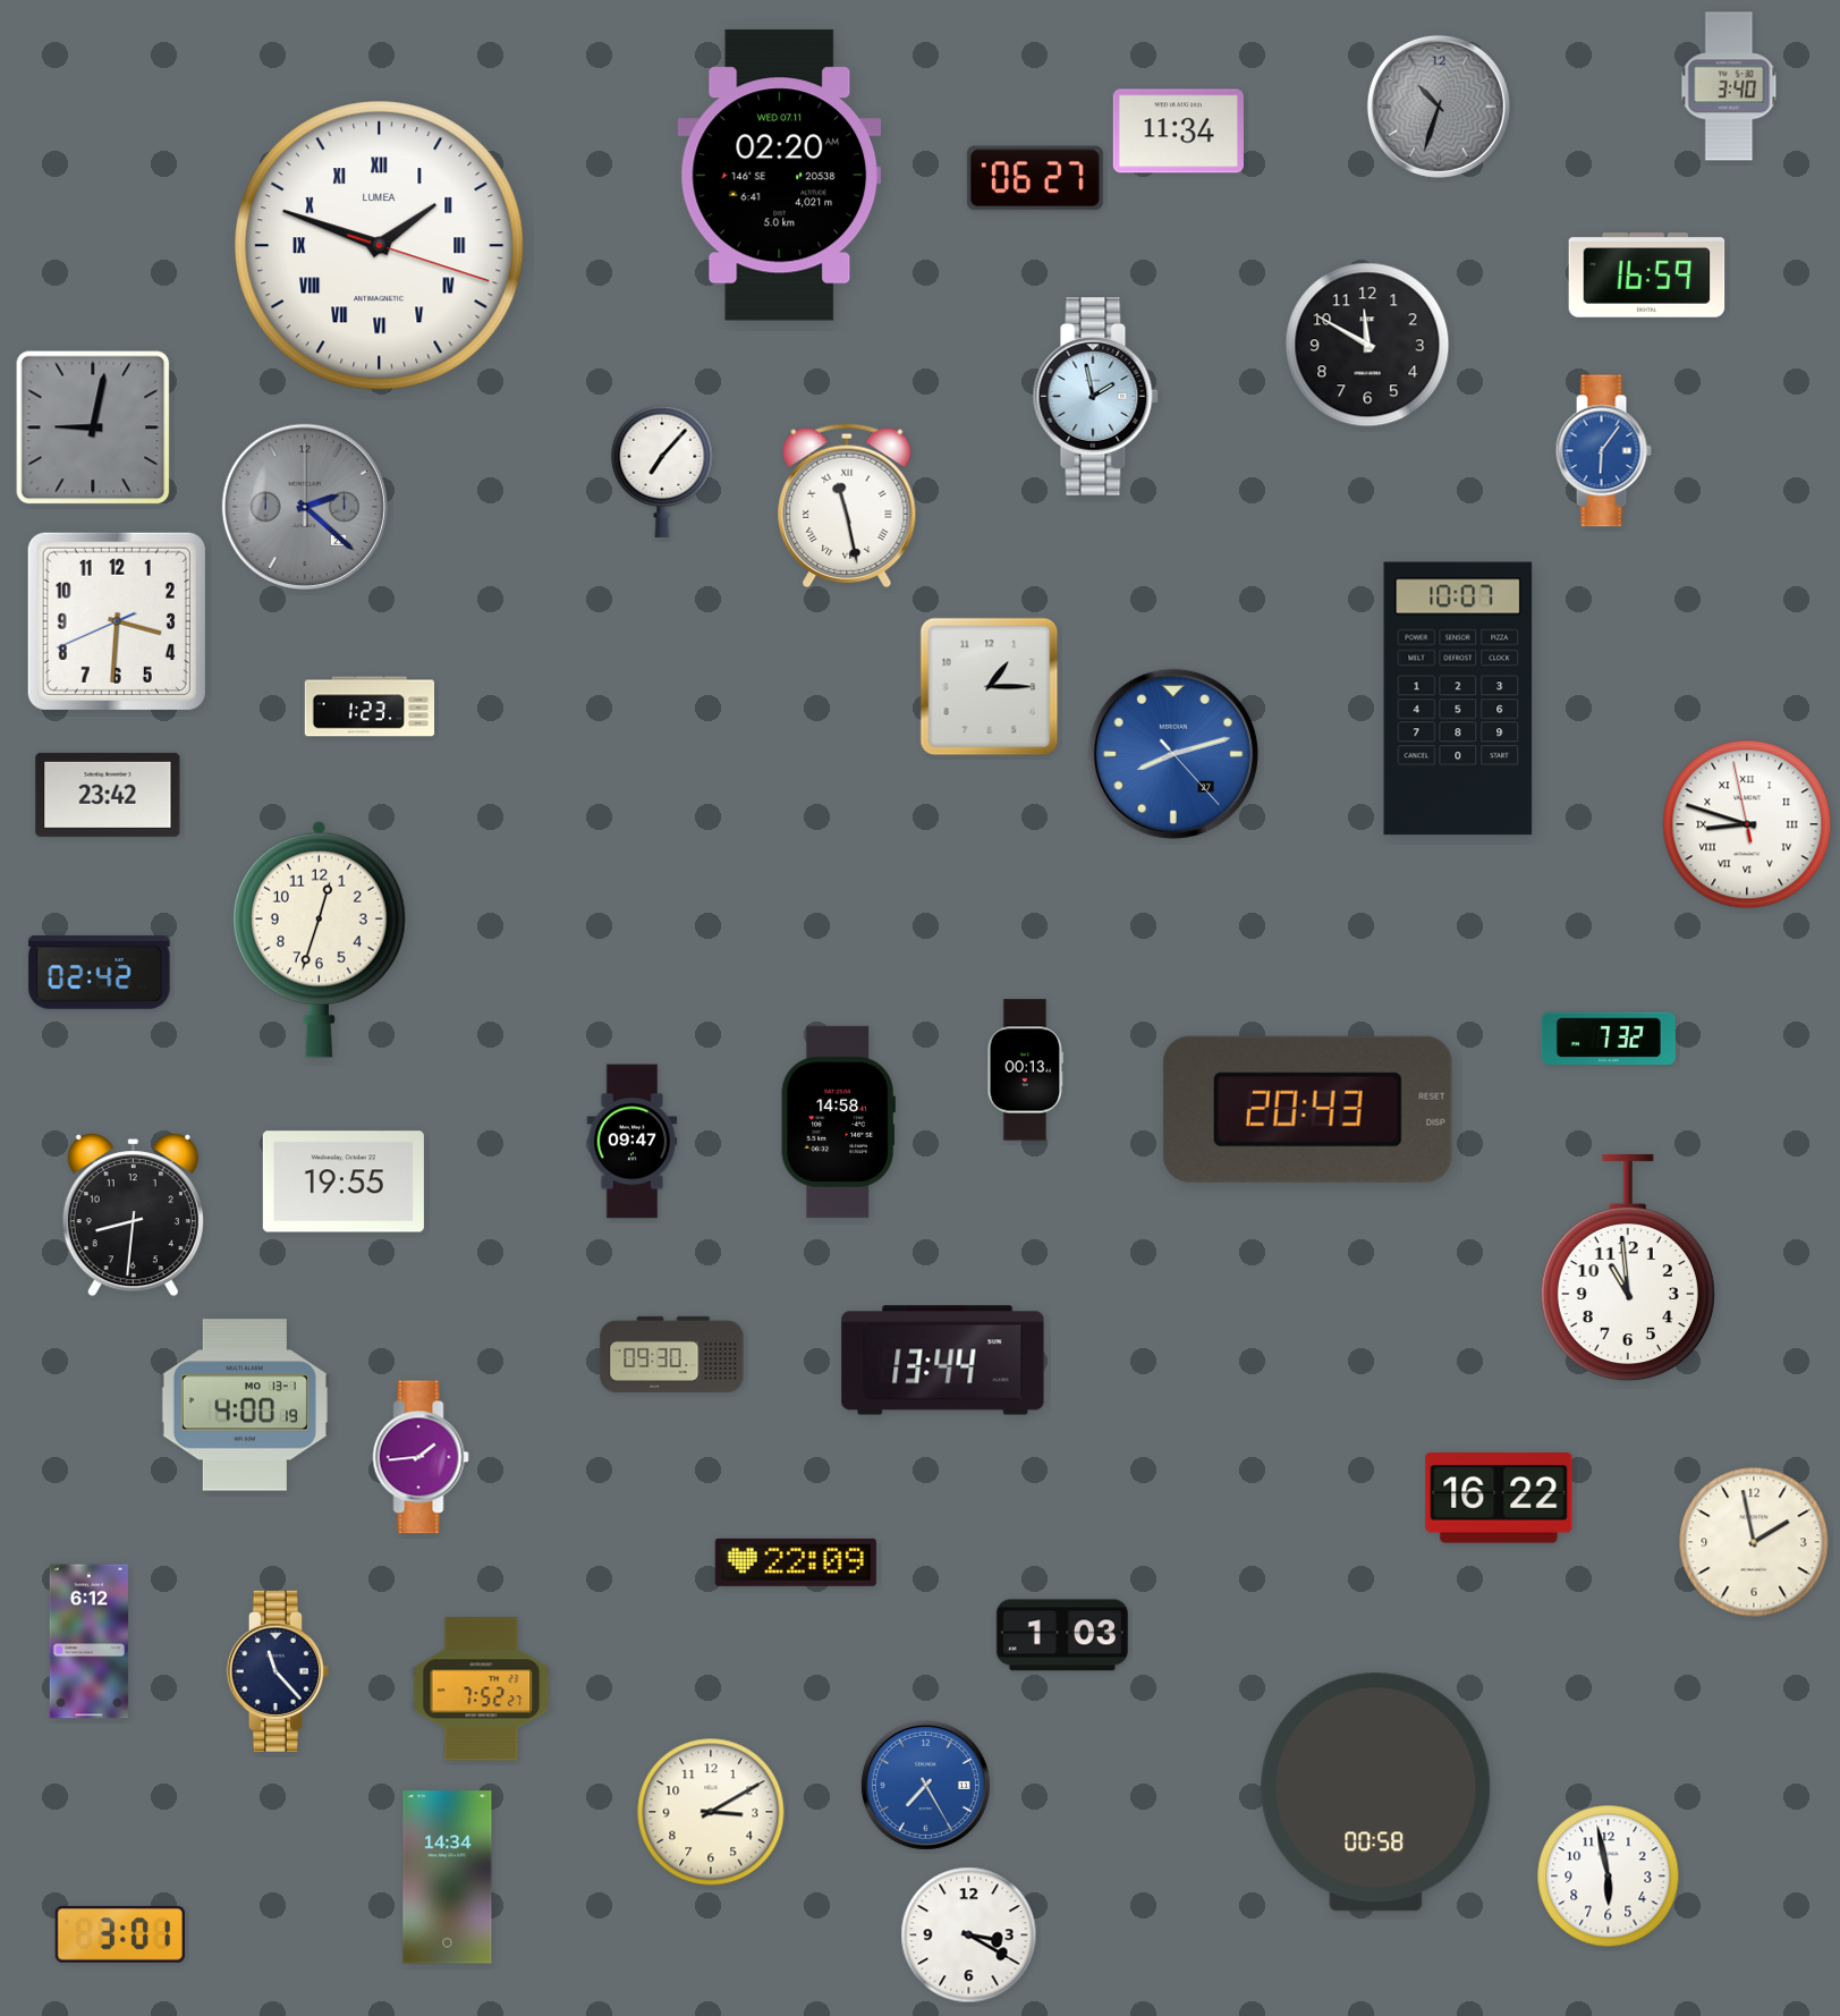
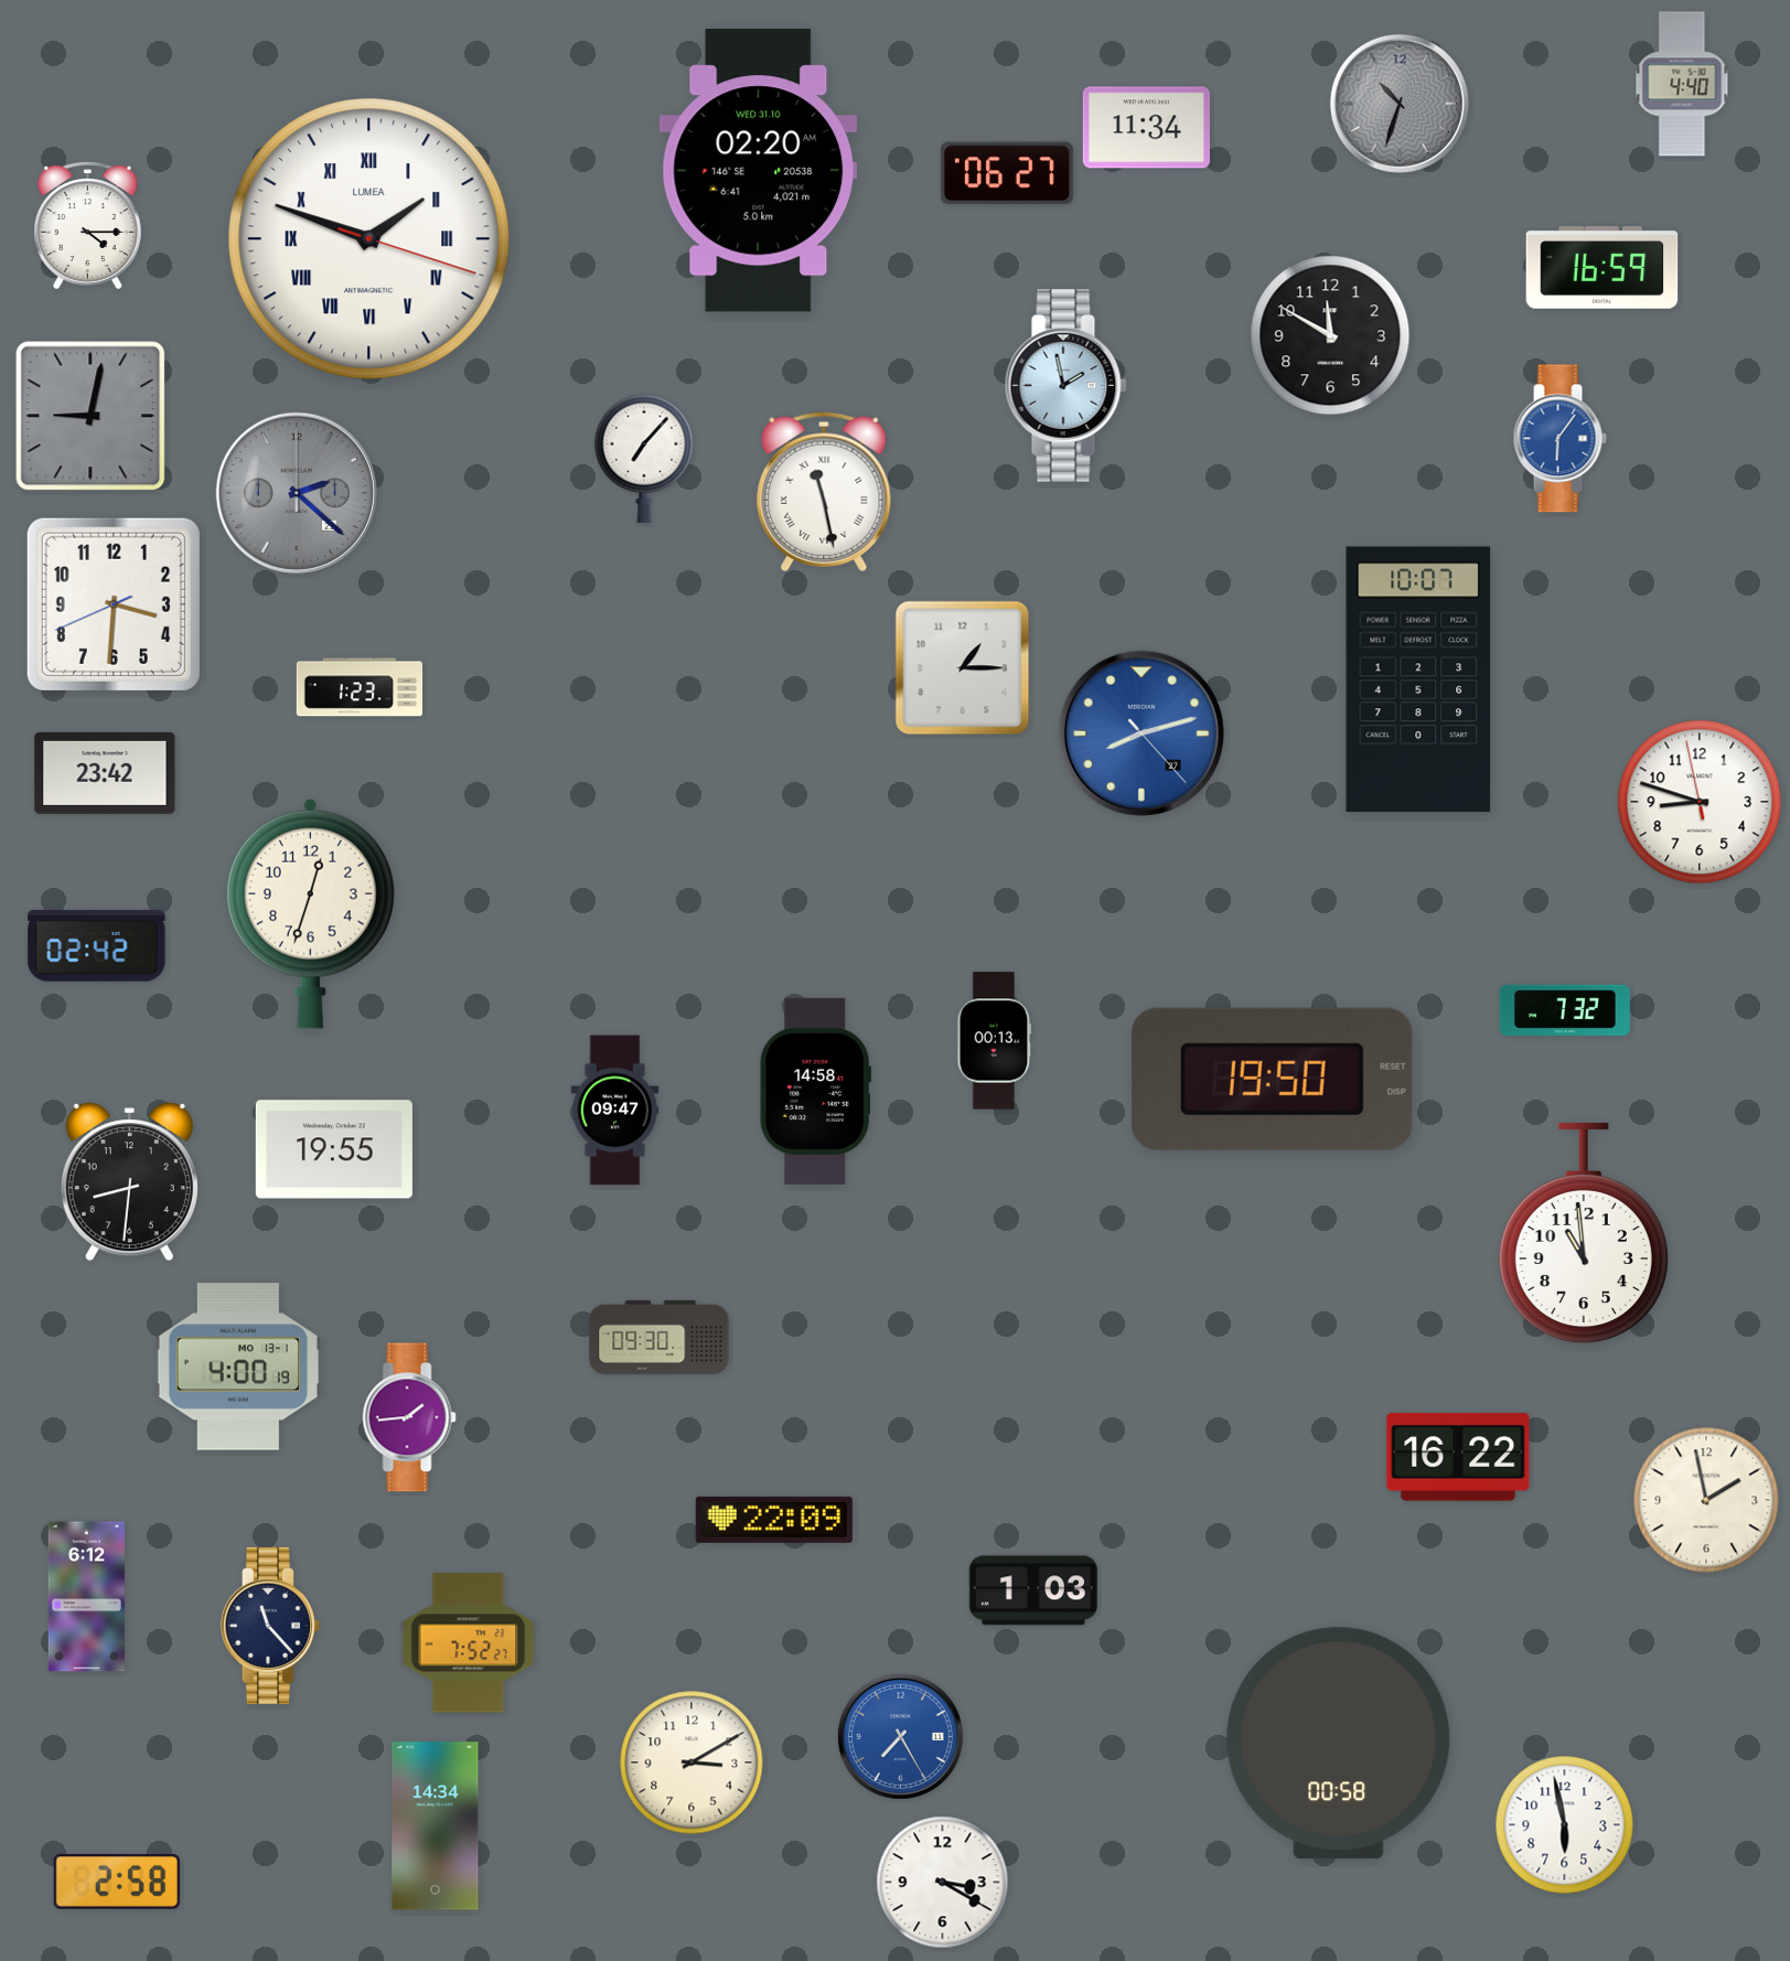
clock at (1729, 86): 3:40 -> 4:40
clock at (780, 176) date: WED 07.11 -> WED 31.10
clock at (87, 226): none -> 4:15
clock at (1747, 824) numerals: Roman -> Arabic
clock at (1026, 1070) position: (1026, 1070) -> (995, 1041)
clock at (1307, 1109): 20:43 -> 19:50
clock at (672, 1354) position: (672, 1354) -> (660, 1337)
clock at (943, 1361): 13:44 -> none
clock at (120, 1934): 3:01 -> 2:58
